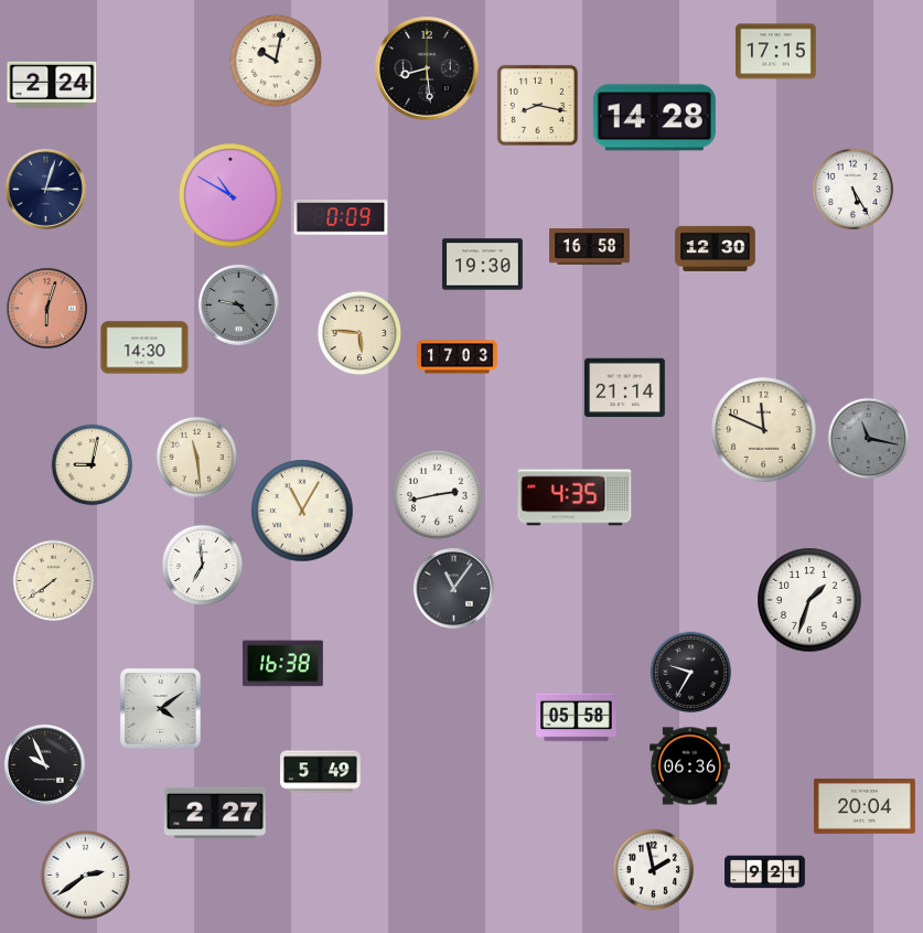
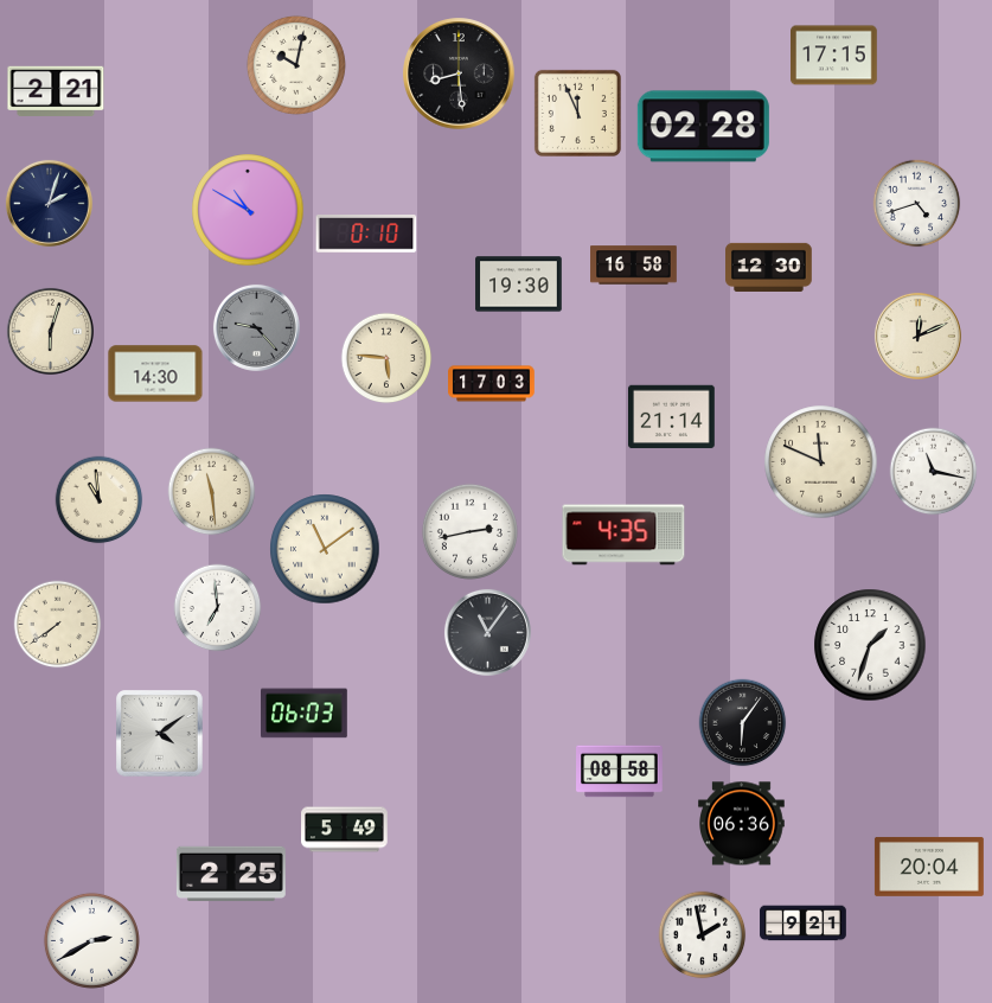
clock at (52, 84): 2:24 -> 2:21
clock at (537, 105): 8:17 -> 11:56
clock at (654, 118): 14:28 -> 02:28
clock at (45, 189): 3:03 -> 2:03
clock at (854, 190): 5:25 -> 4:42
clock at (341, 218): 0:09 -> 0:10
clock at (46, 308) dial: salmon -> cream
clock at (917, 336): none -> 12:11
clock at (869, 439) dial: grey -> white
clock at (93, 465): 9:02 -> 10:59
clock at (575, 497) position: (575, 497) -> (623, 535)
clock at (302, 511): 11:05 -> 11:09
clock at (283, 664): 16:38 -> 06:03
clock at (691, 673): 9:35 -> 6:06
clock at (161, 709) position: (161, 709) -> (160, 734)
clock at (577, 718): 05:58 -> 08:58
clock at (44, 764): 9:56 -> none
clock at (215, 813): 2:27 -> 2:25
clock at (765, 872) position: (765, 872) -> (804, 924)
clock at (85, 875): 2:39 -> 2:40
